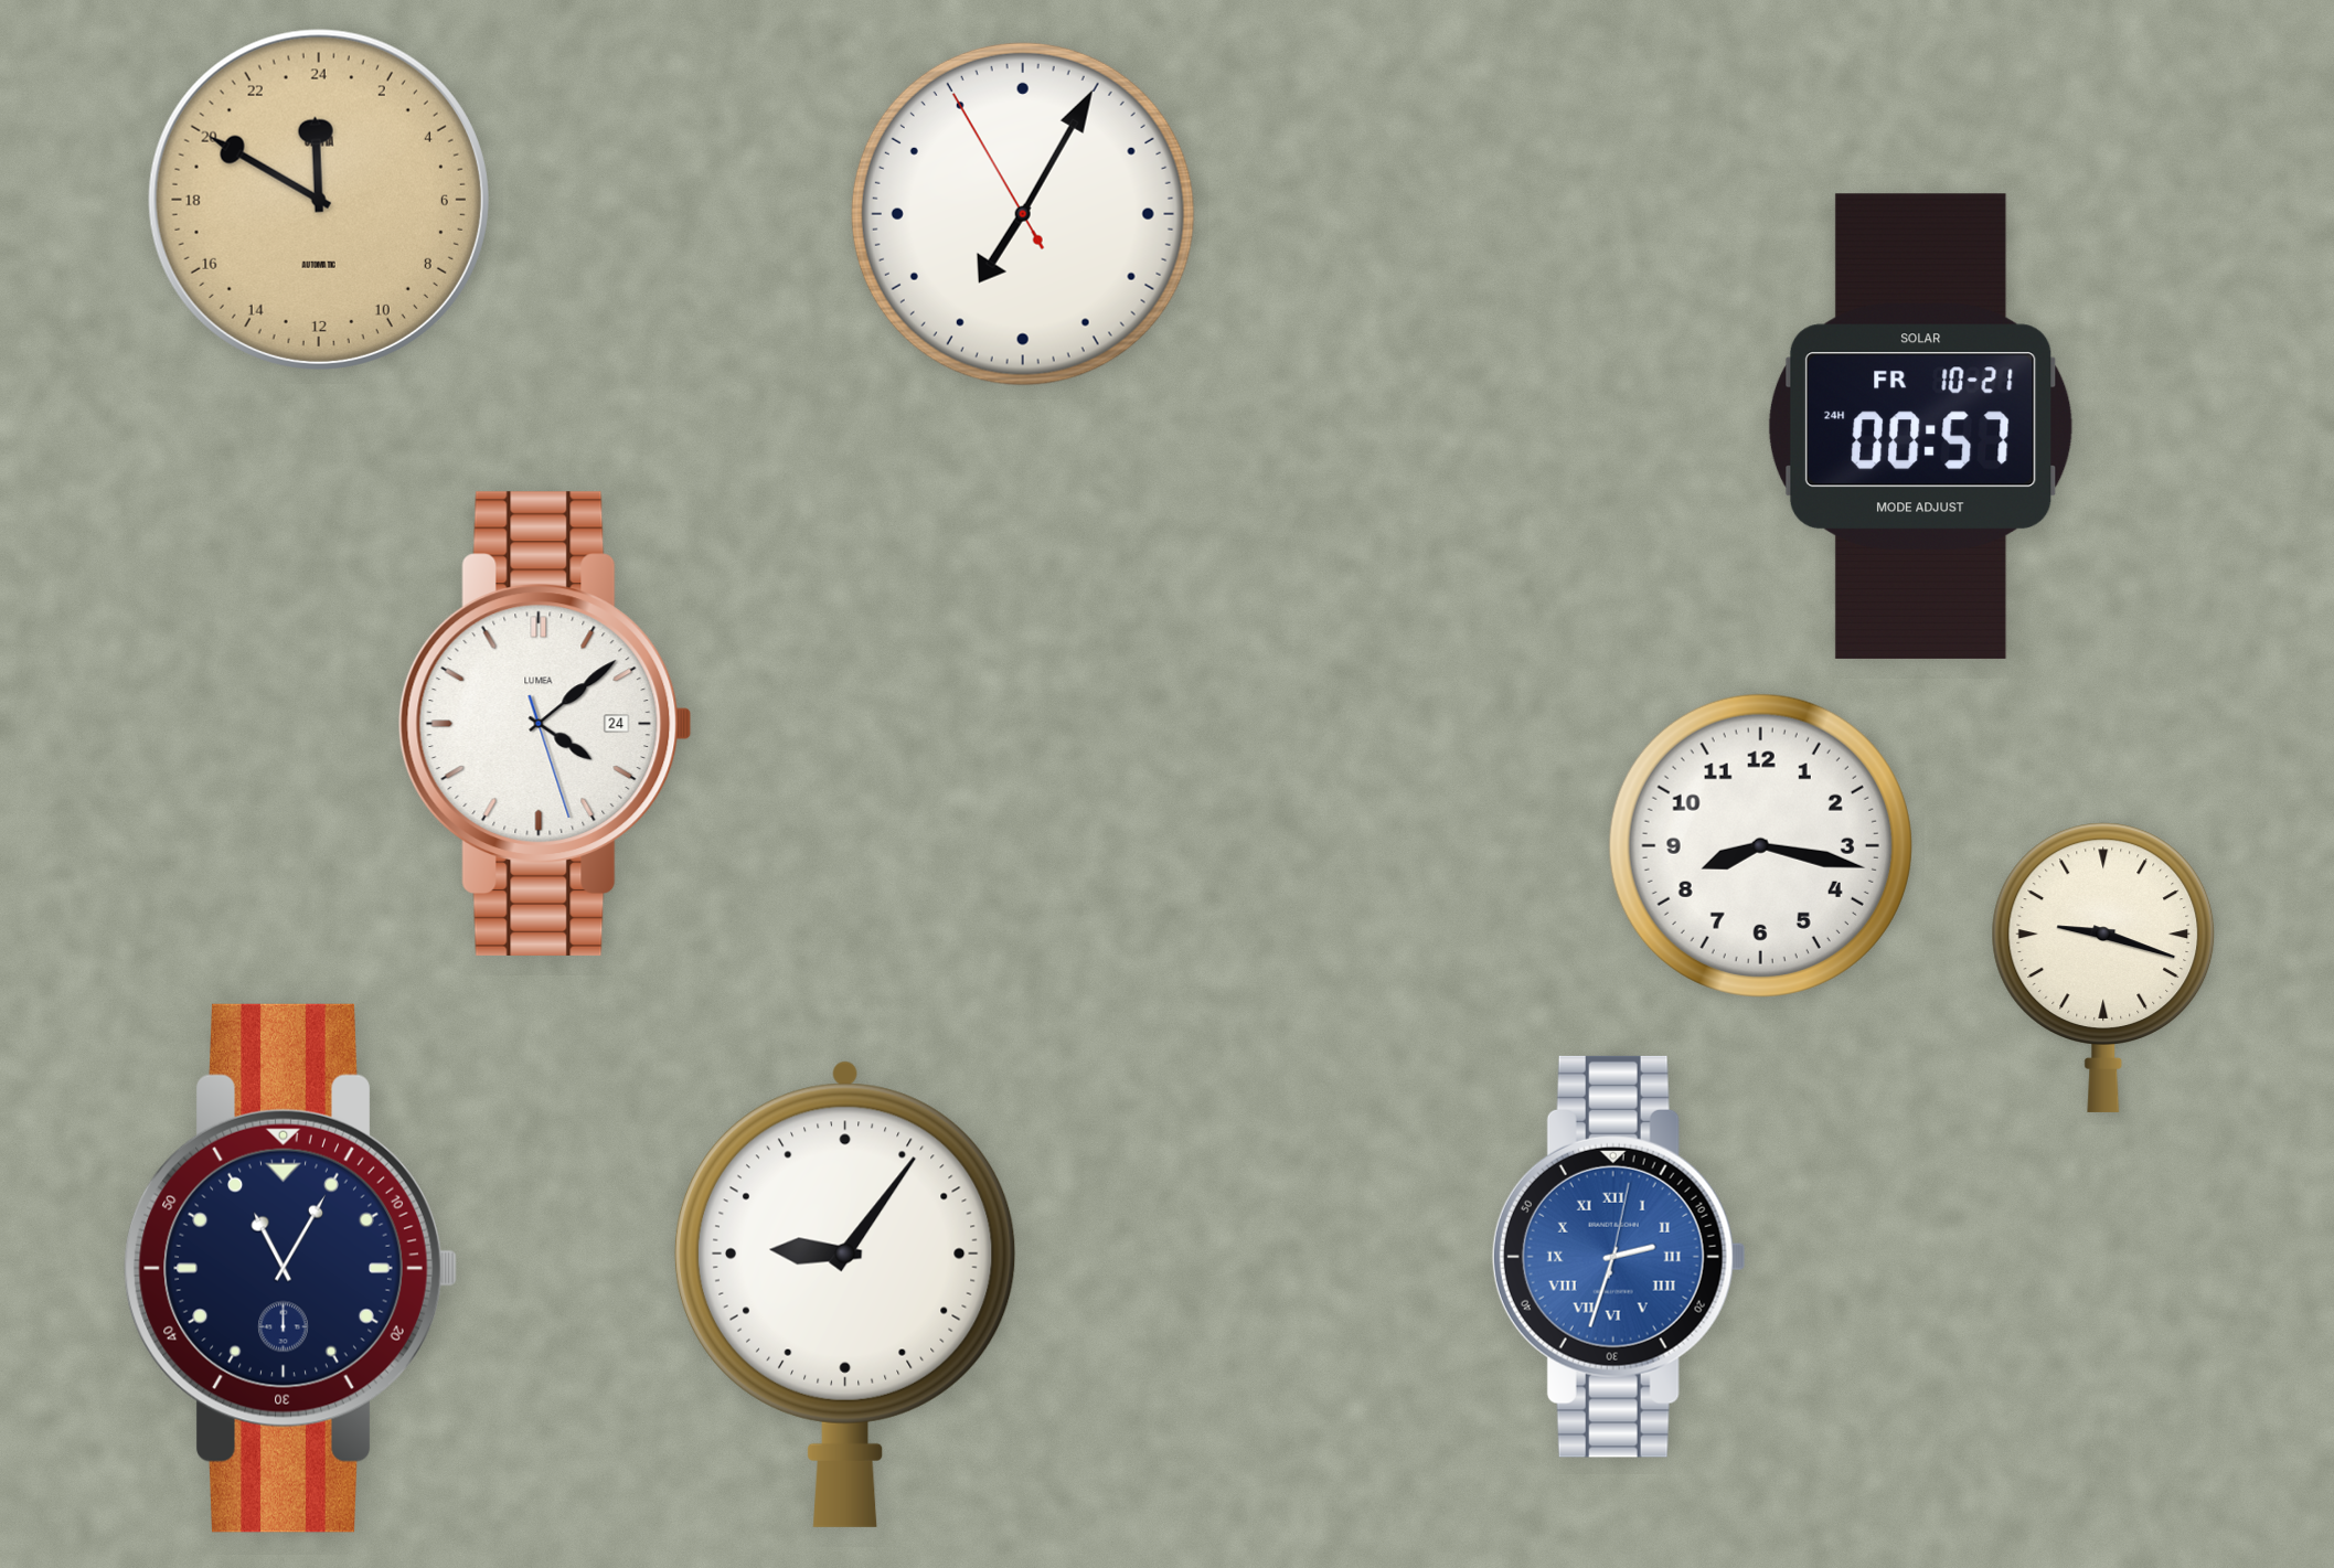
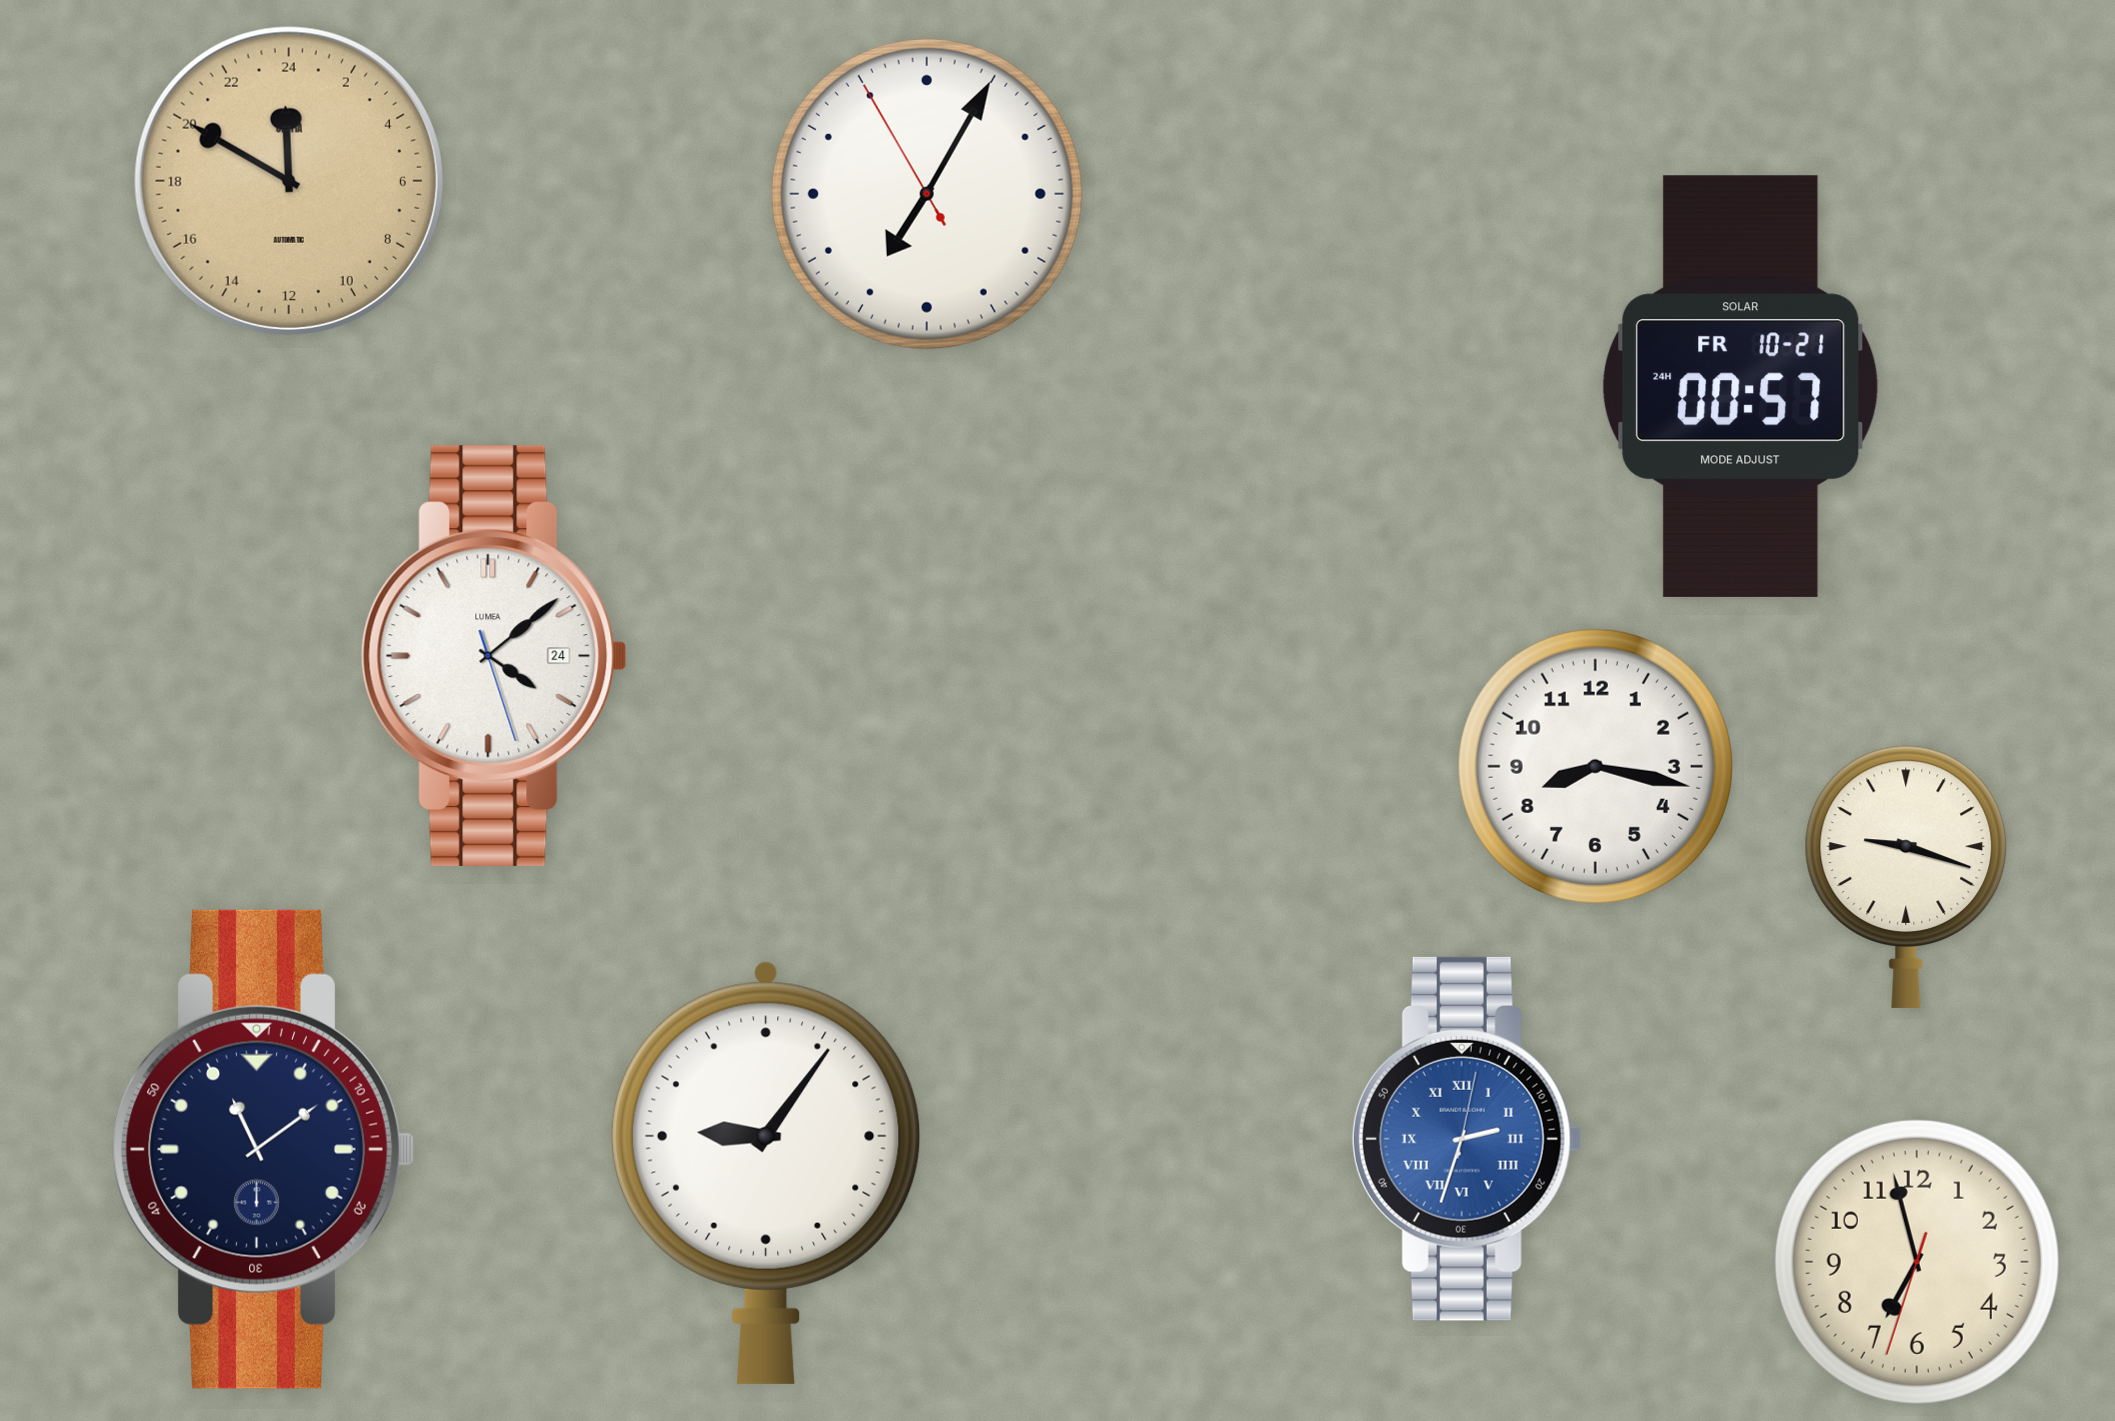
clock at (290, 1268): 11:05 -> 11:09
clock at (1917, 1262): none -> 6:57
